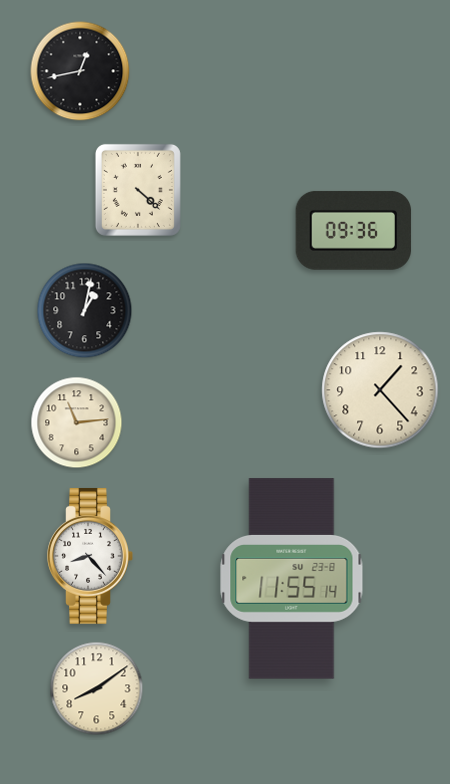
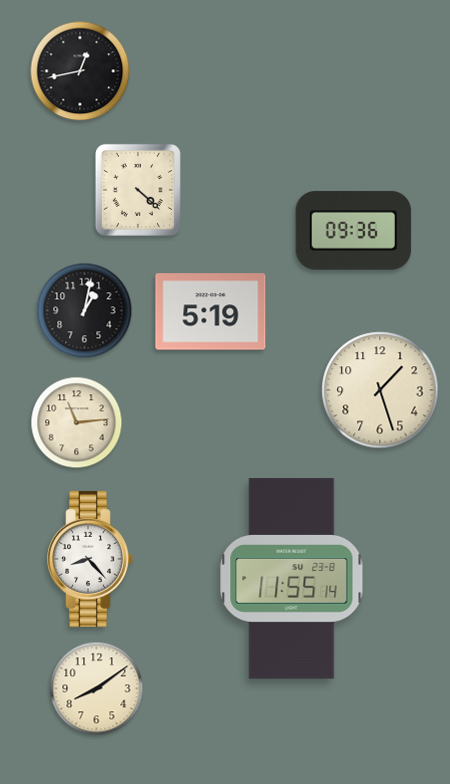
clock at (211, 312): none -> 5:19
clock at (380, 390): 1:23 -> 1:27
clock at (90, 556) position: (90, 556) -> (90, 559)
